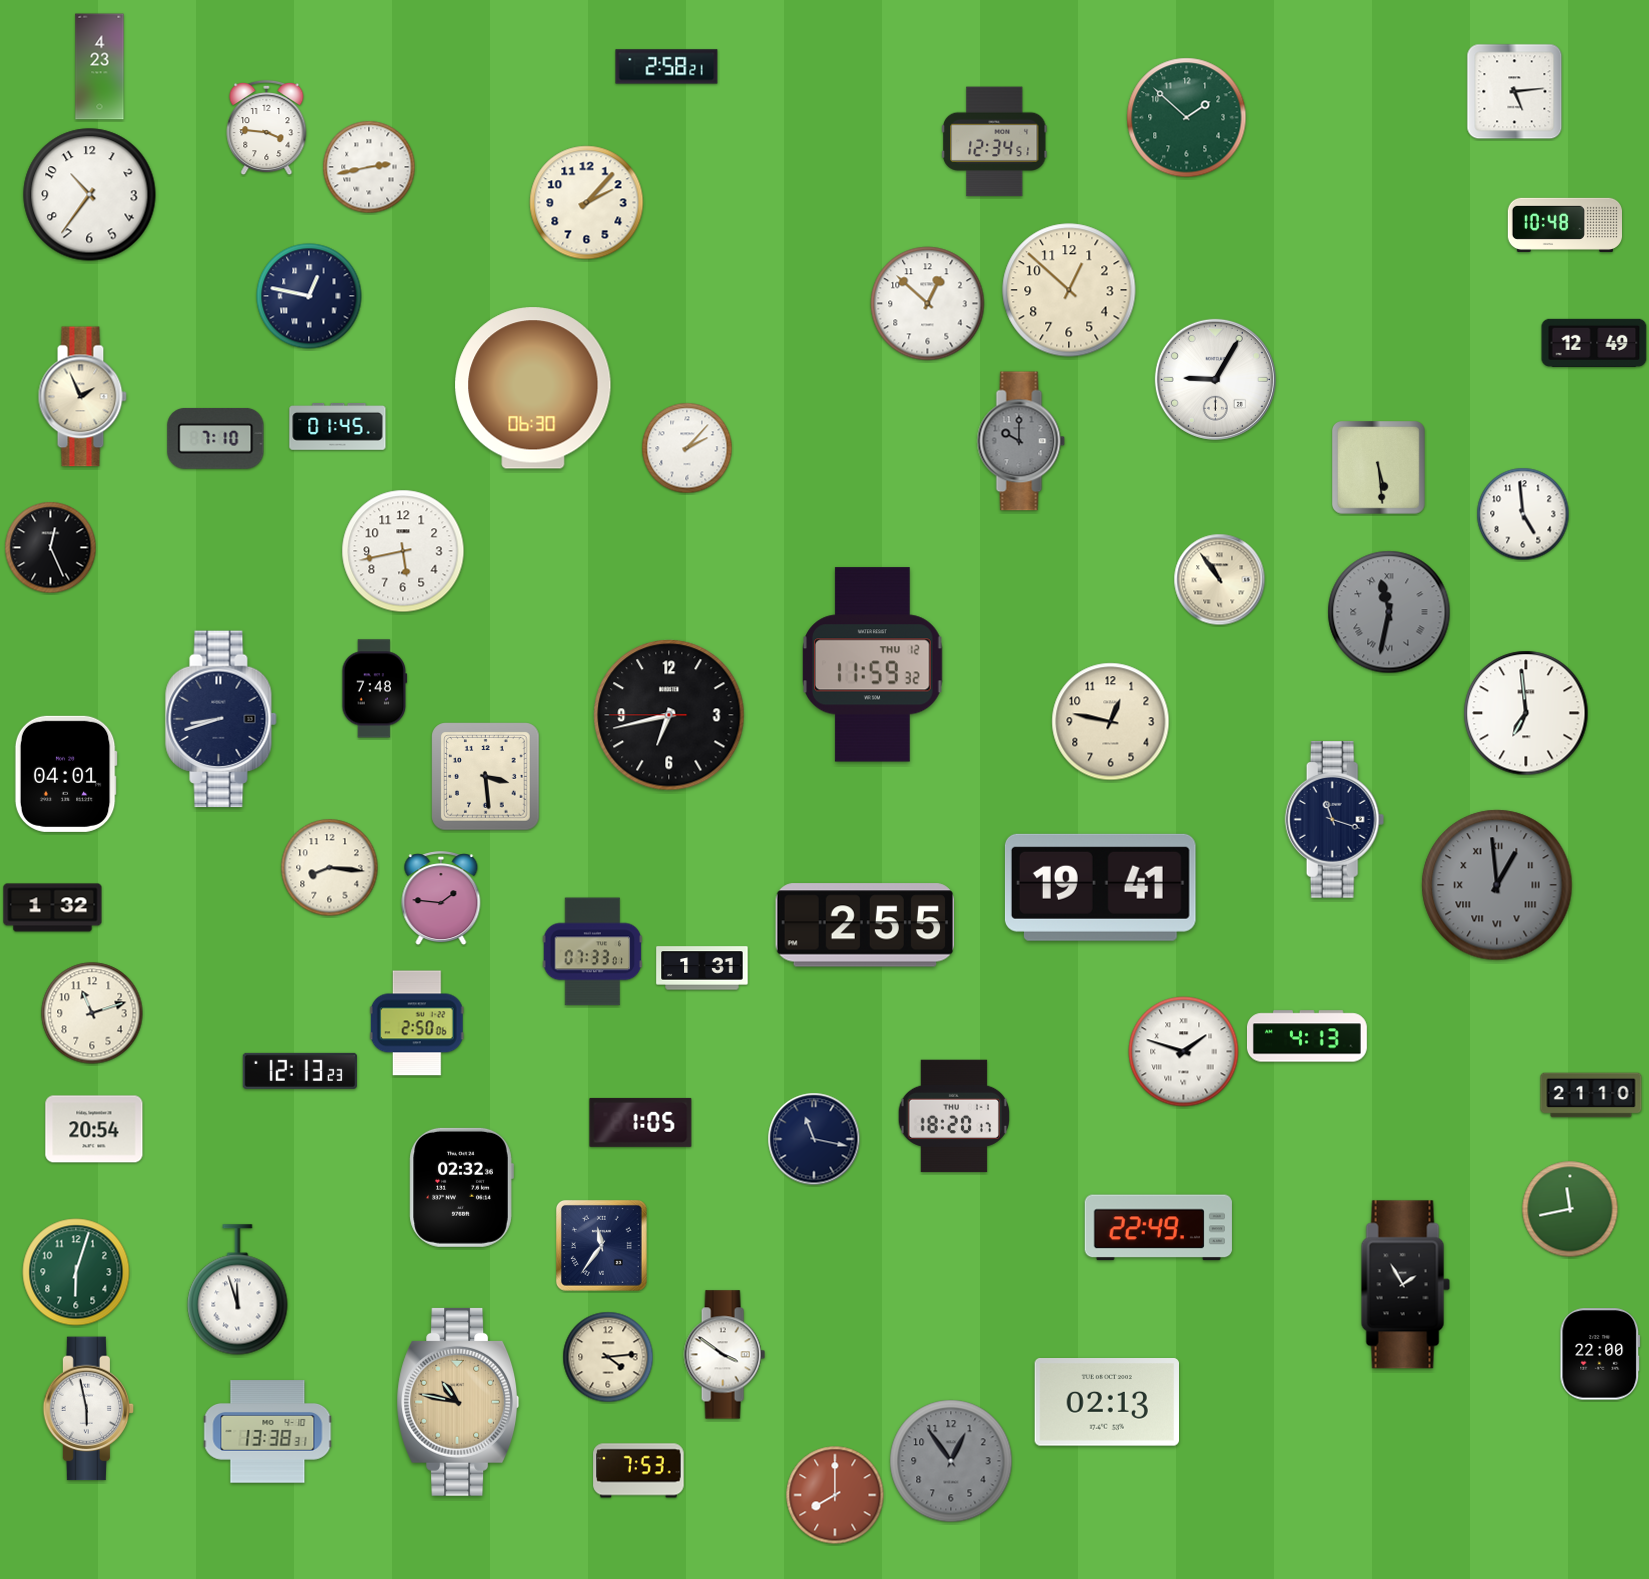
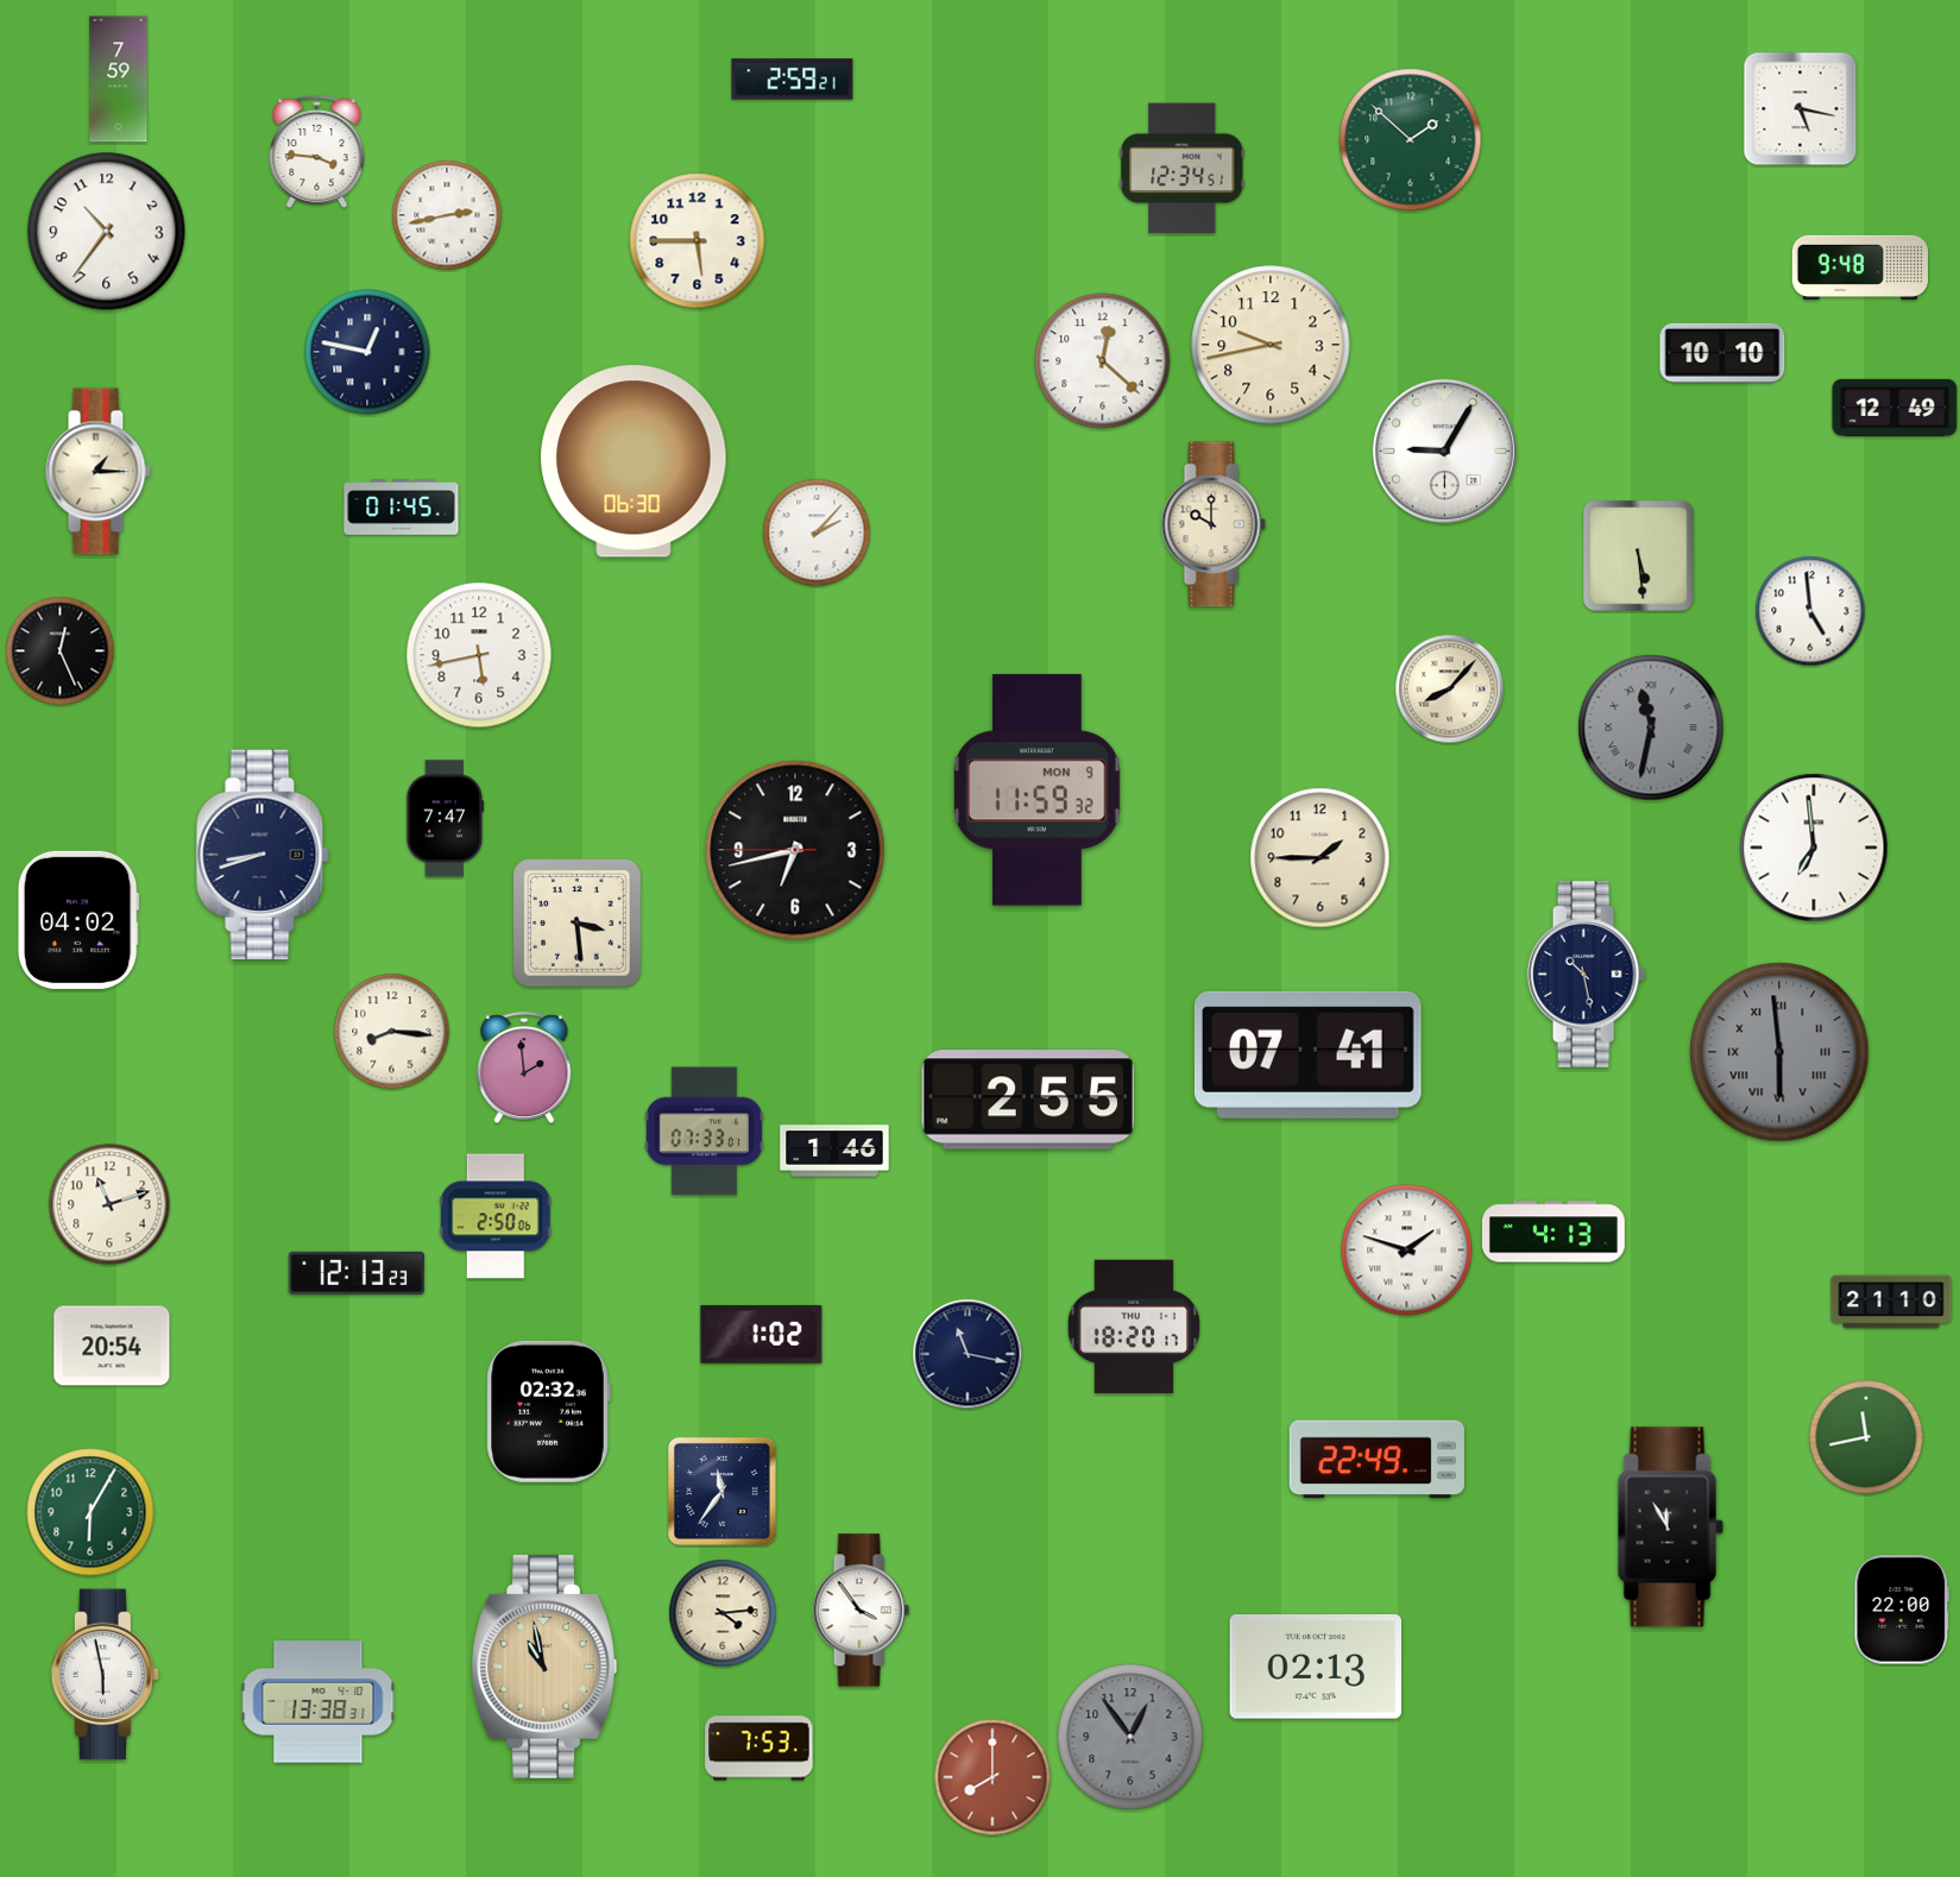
clock at (100, 67): 4:23 -> 7:59
clock at (667, 67): 2:58 -> 2:59
clock at (1515, 92): 5:14 -> 5:17
clock at (369, 167) position: (369, 167) -> (447, 215)
clock at (587, 203): 2:07 -> 5:45
clock at (1564, 225): 10:48 -> 9:48
clock at (1069, 290): 12:52 -> 9:43
clock at (1722, 353): none -> 10:10
clock at (928, 304): 12:52 -> 12:22
clock at (82, 397): 1:56 -> 1:15
clock at (216, 438): 7:10 -> none
clock at (1021, 441) dial: grey -> cream
clock at (1220, 580): 10:54 -> 8:07
clock at (873, 665) date: THU 12 -> MON 9
clock at (375, 689): 7:48 -> 7:47
clock at (1111, 722): 12:47 -> 1:45
clock at (66, 774): 04:01 -> 04:02
clock at (1335, 820): 11:18 -> 10:28
clock at (1497, 885): 12:59 -> 5:59
clock at (1100, 887): 19:41 -> 07:41
clock at (441, 899): 1:46 -> 1:59
clock at (53, 908): 1:32 -> none
clock at (702, 968): 1:31 -> 1:46
clock at (641, 1122): 1:05 -> 1:02
clock at (94, 1129) position: (94, 1129) -> (112, 1346)
clock at (602, 1246) position: (602, 1246) -> (723, 1492)
clock at (76, 1272): 6:03 -> 6:05
clock at (1405, 1285): 1:55 -> 11:55
clock at (238, 1290): 11:57 -> none
clock at (724, 1355): 3:51 -> 3:54
clock at (458, 1402): 10:47 -> 10:58
